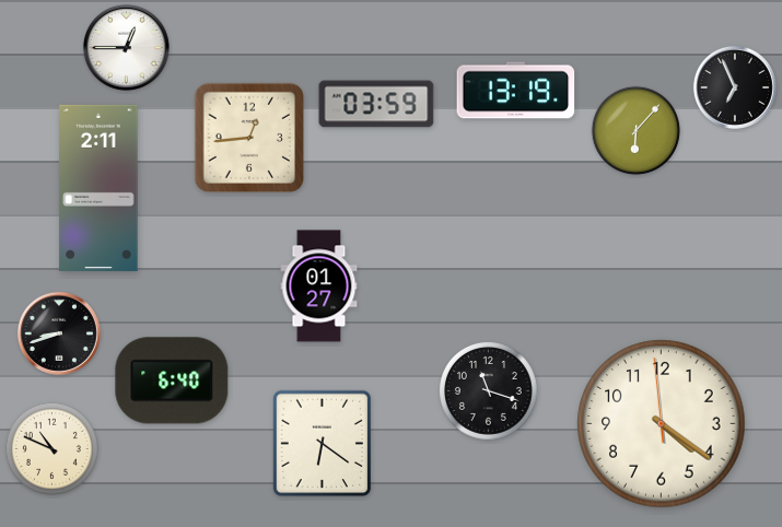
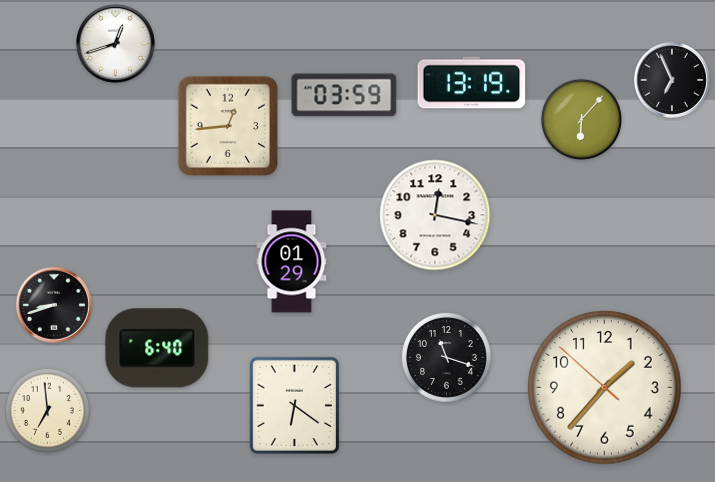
clock at (126, 47): 12:45 -> 12:42
clock at (98, 188): 2:11 -> none
clock at (435, 215): none -> 12:17
clock at (319, 286): 01:27 -> 01:29
clock at (662, 424): 4:20 -> 1:36
clock at (51, 448): 10:49 -> 6:59
